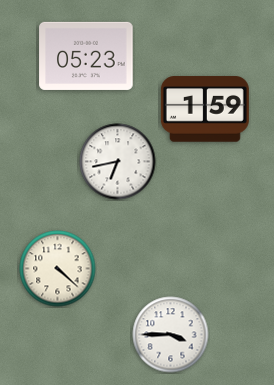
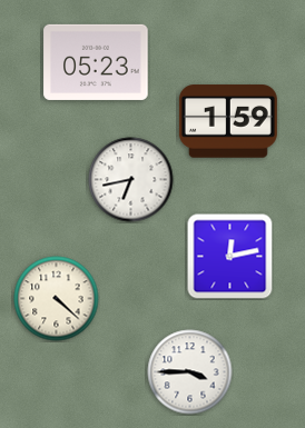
clock at (230, 257): none -> 12:13
clock at (58, 269) position: (58, 269) -> (57, 299)
